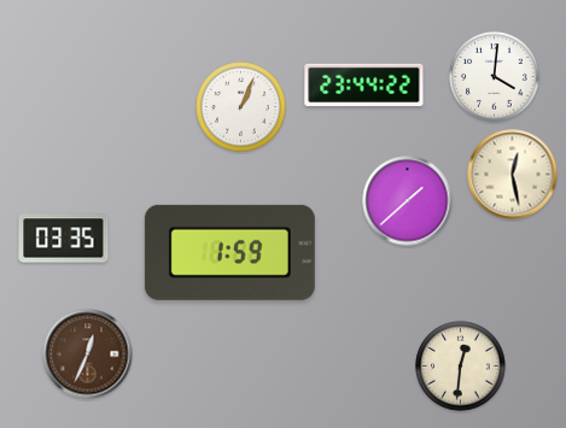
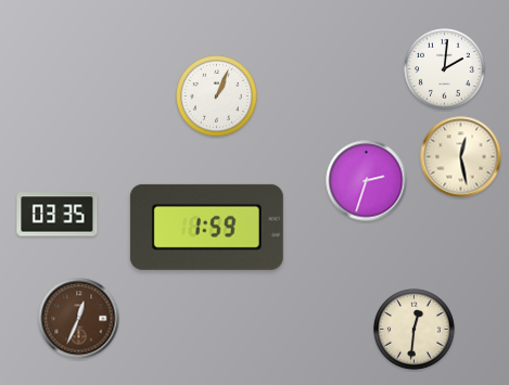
clock at (495, 77): 4:01 -> 2:01
clock at (364, 84): 23:44 -> none
clock at (408, 201): 1:38 -> 2:33
